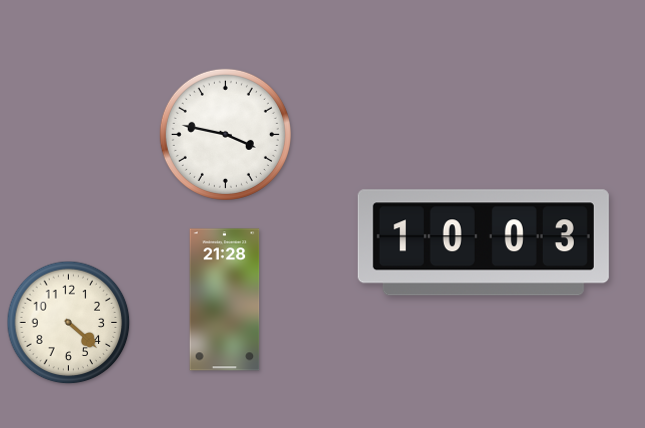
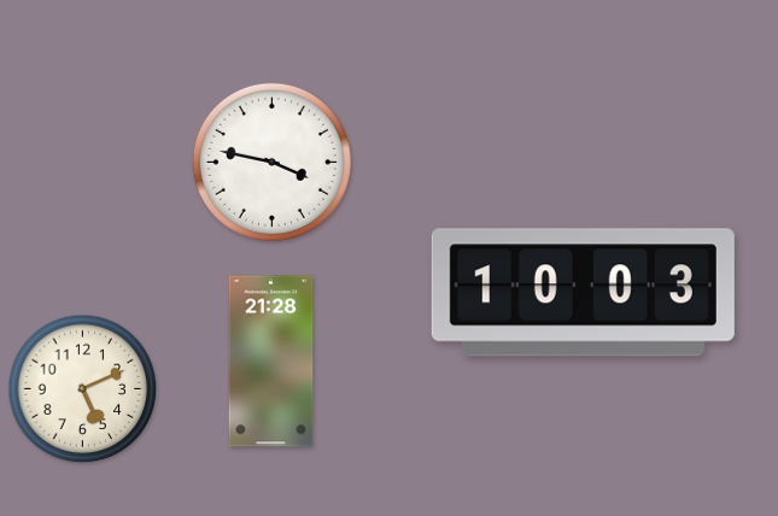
clock at (69, 323): 4:22 -> 5:11
